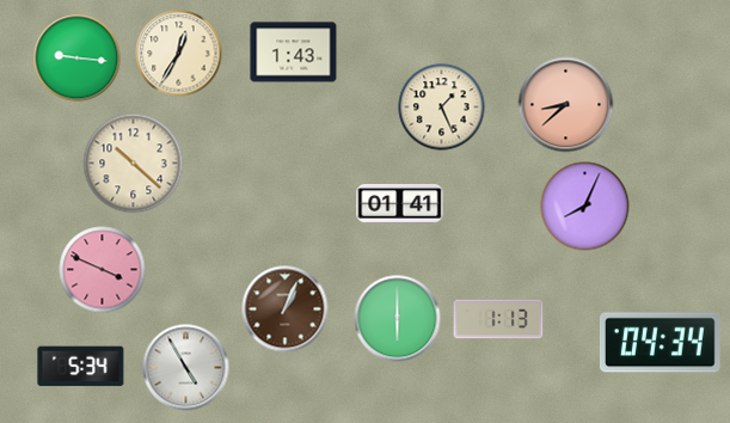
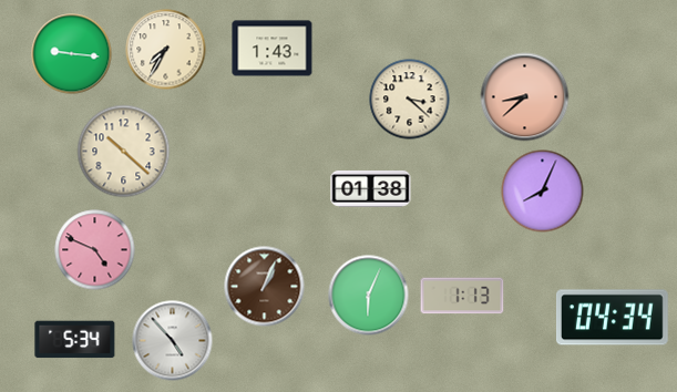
clock at (179, 54): 12:35 -> 7:35
clock at (442, 108): 1:26 -> 3:22
clock at (400, 203): 01:41 -> 01:38
clock at (103, 270): 3:49 -> 4:49
clock at (398, 319): 6:00 -> 6:04
clock at (186, 368): 4:55 -> 4:53
